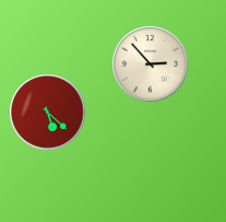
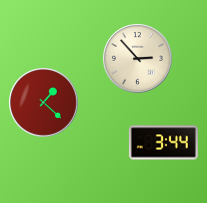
clock at (48, 113): 5:22 -> 1:22
clock at (163, 143): none -> 3:44
